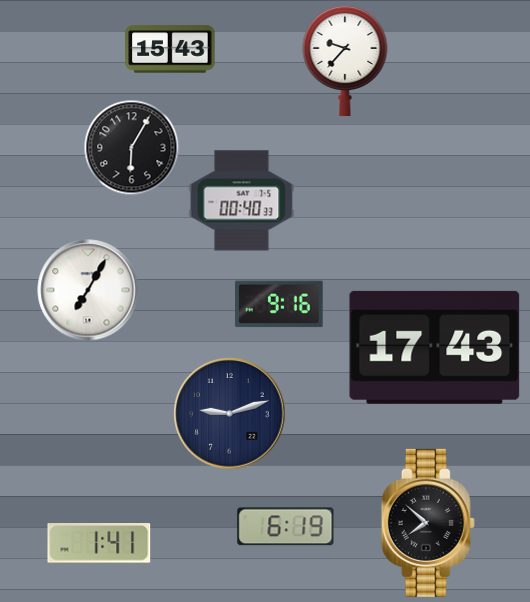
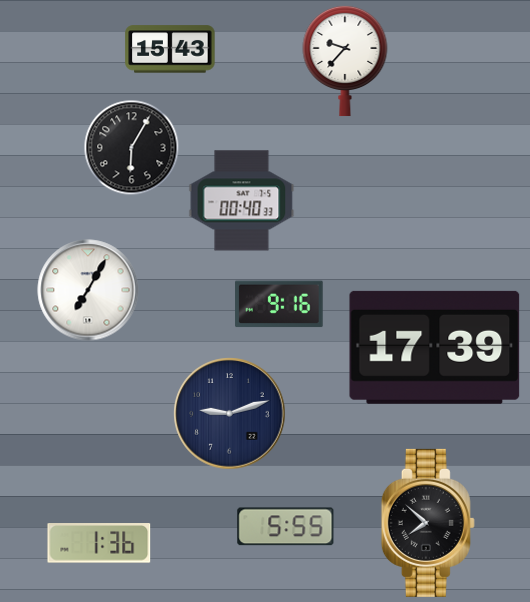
clock at (435, 347): 17:43 -> 17:39
clock at (286, 527): 6:19 -> 5:55
clock at (99, 543): 1:41 -> 1:36
